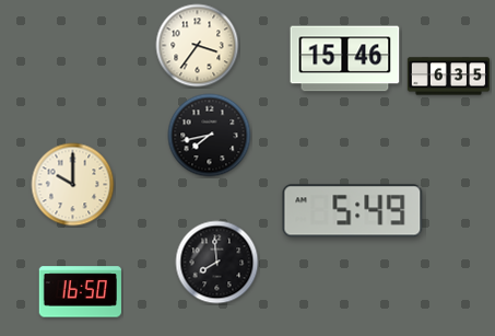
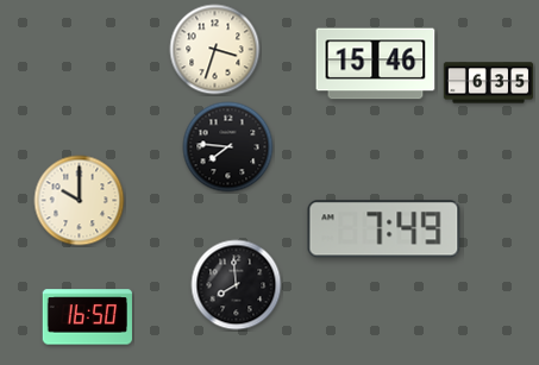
clock at (198, 46): 3:36 -> 3:33
clock at (210, 136): 7:43 -> 7:46
clock at (353, 211): 5:49 -> 7:49
